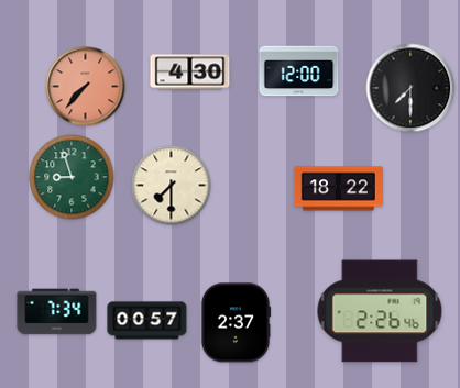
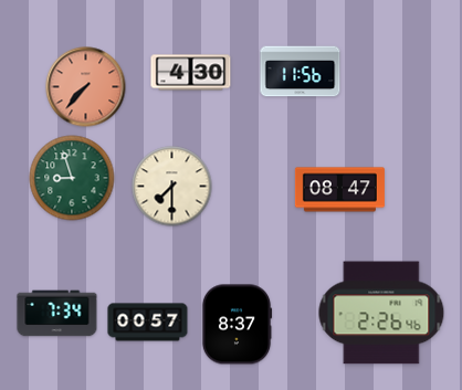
clock at (299, 71): 12:00 -> 11:56
clock at (410, 88): 7:30 -> none
clock at (338, 189): 18:22 -> 08:47
clock at (236, 323): 2:37 -> 8:37
